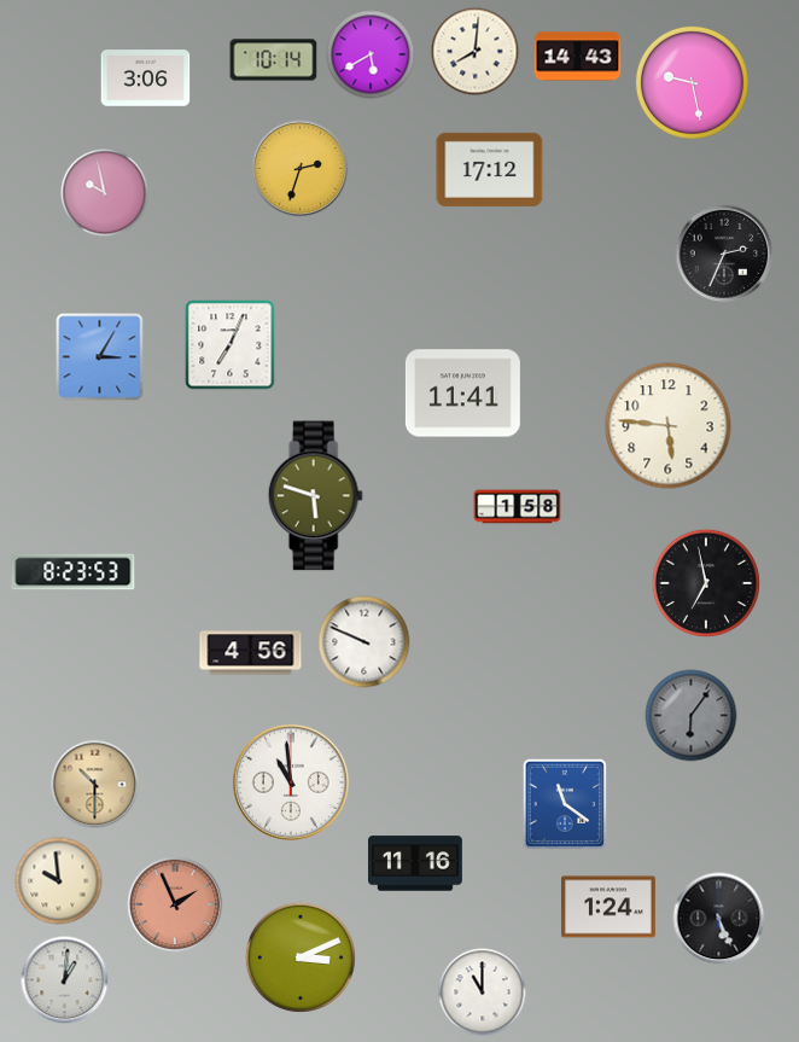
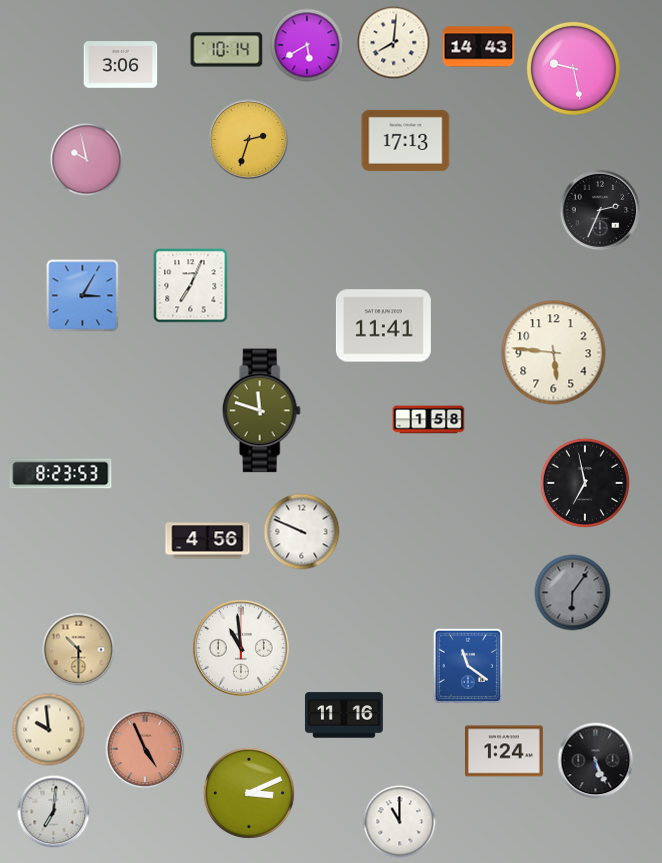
clock at (490, 169): 17:12 -> 17:13
clock at (315, 496): 5:48 -> 11:48
clock at (175, 904): 1:56 -> 4:56
clock at (65, 980): 1:01 -> 7:01
